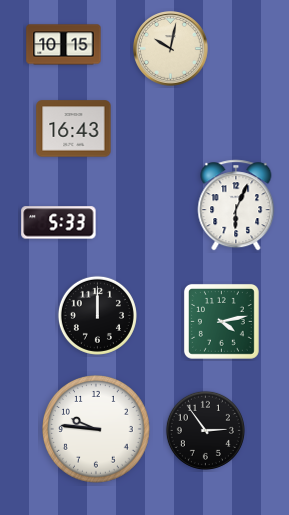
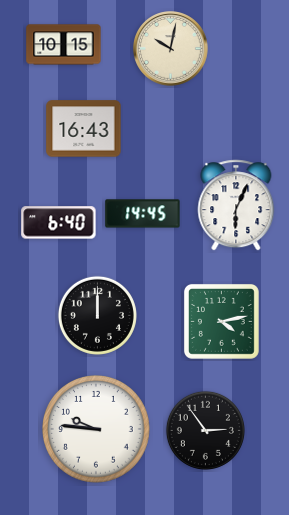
clock at (74, 129) position: (74, 129) -> (84, 129)
clock at (143, 214): none -> 14:45
clock at (59, 223): 5:33 -> 6:40
